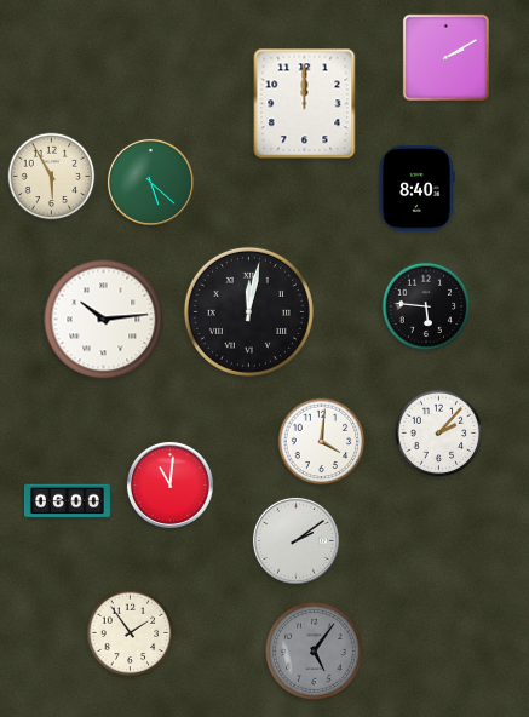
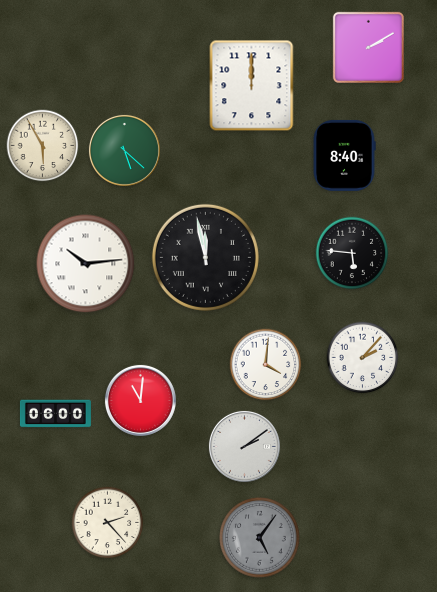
clock at (248, 311): 12:02 -> 11:58
clock at (131, 633): 1:54 -> 2:23
